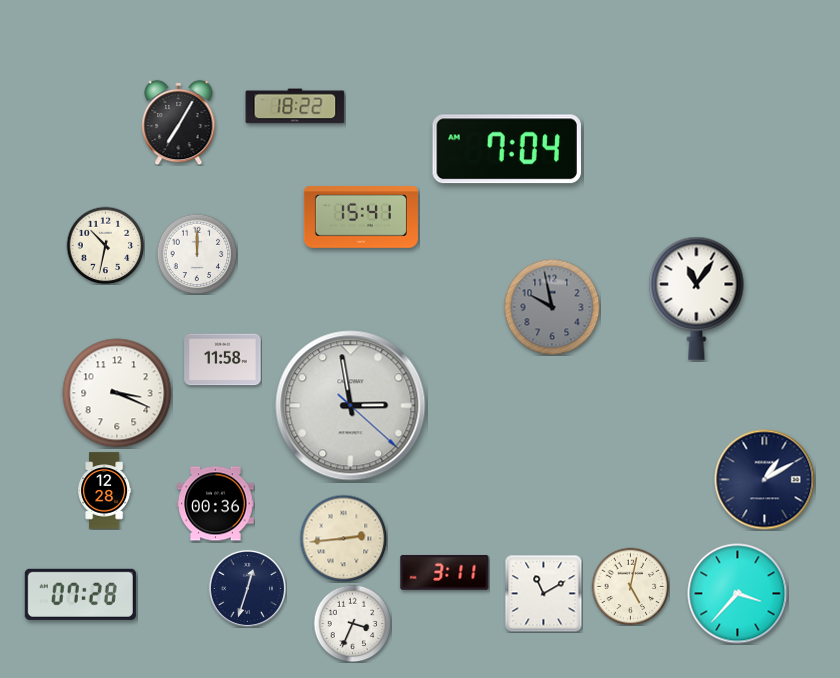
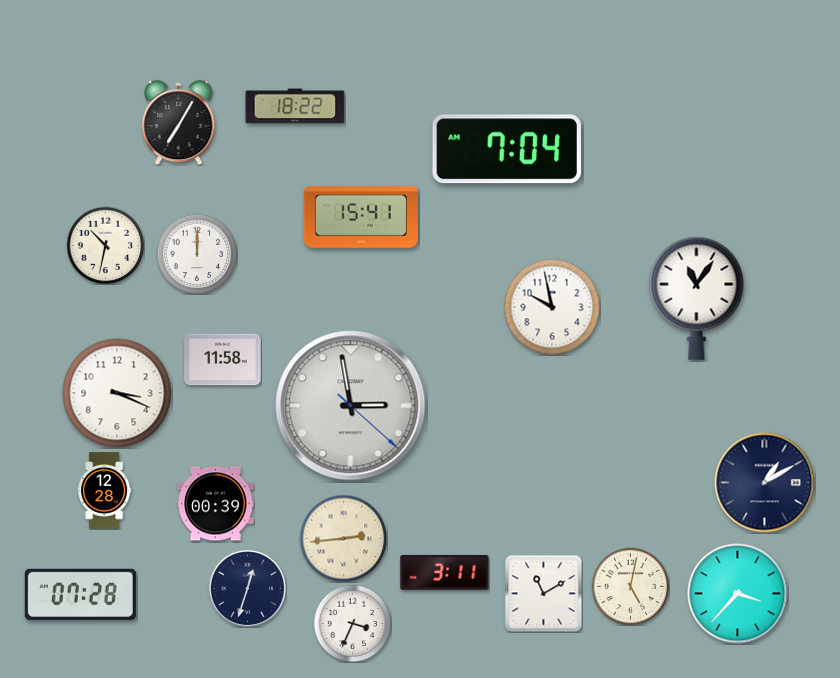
clock at (552, 307) dial: grey -> white
clock at (765, 480) position: (765, 480) -> (765, 483)
clock at (216, 504): 00:36 -> 00:39
